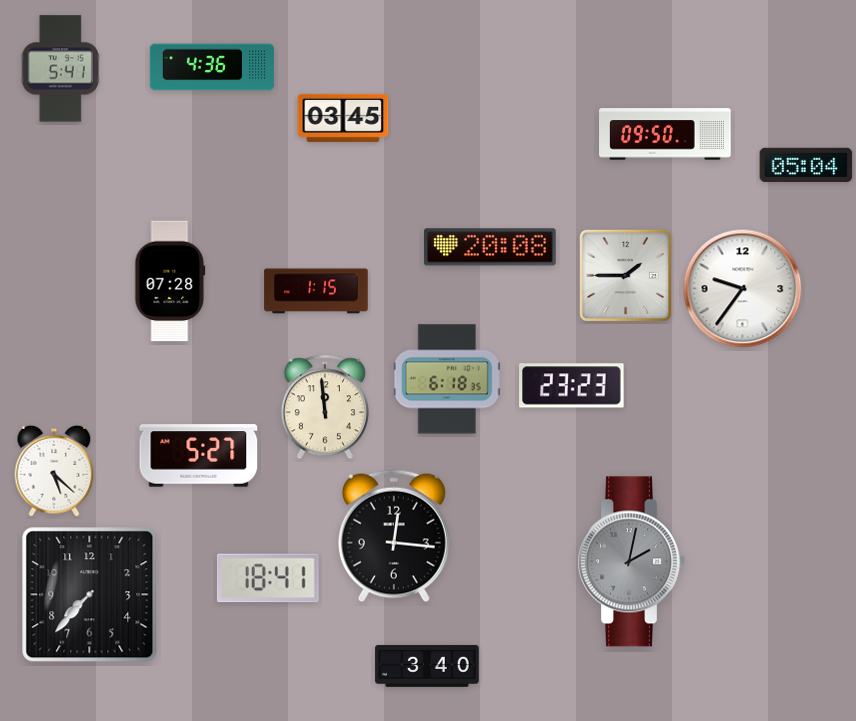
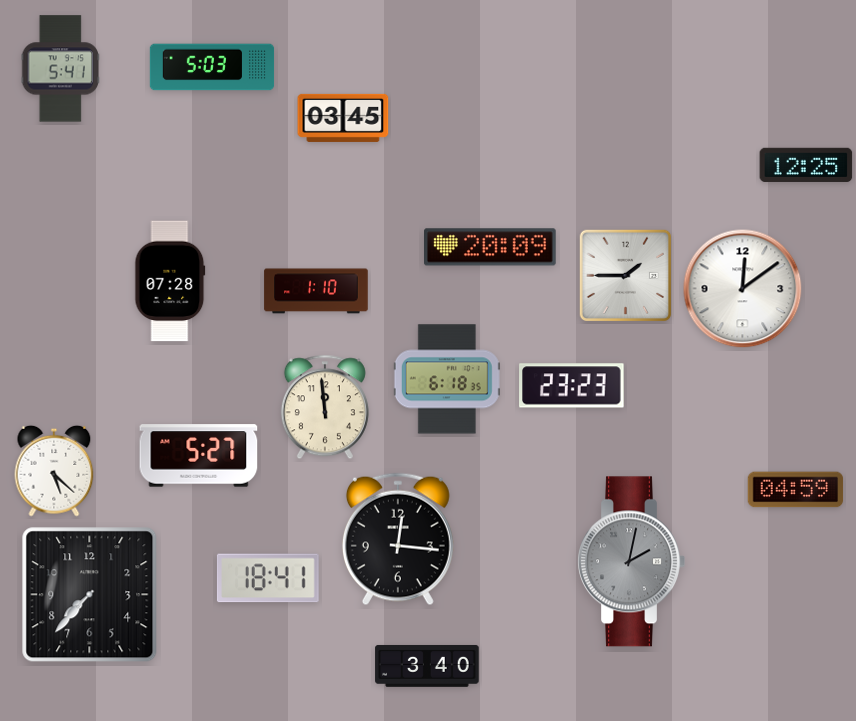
clock at (212, 67): 4:36 -> 5:03
clock at (665, 134): 09:50 -> none
clock at (806, 165): 05:04 -> 12:25
clock at (491, 247): 20:08 -> 20:09
clock at (743, 289): 9:36 -> 12:09
clock at (316, 291): 1:15 -> 1:10
clock at (796, 490): none -> 04:59
clock at (394, 536) position: (394, 536) -> (398, 539)
